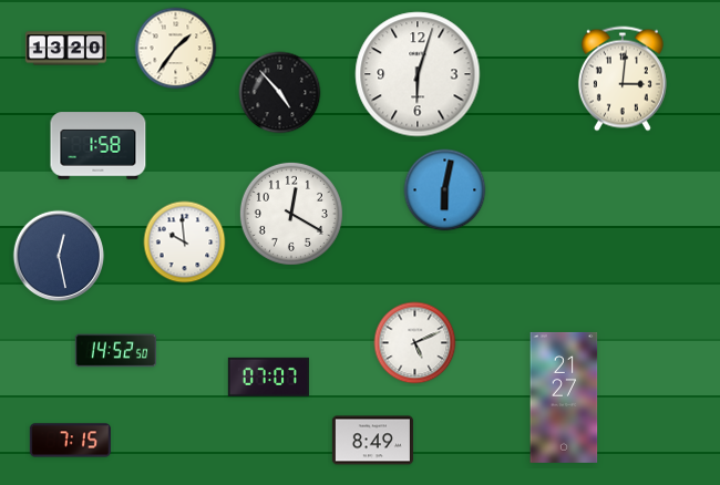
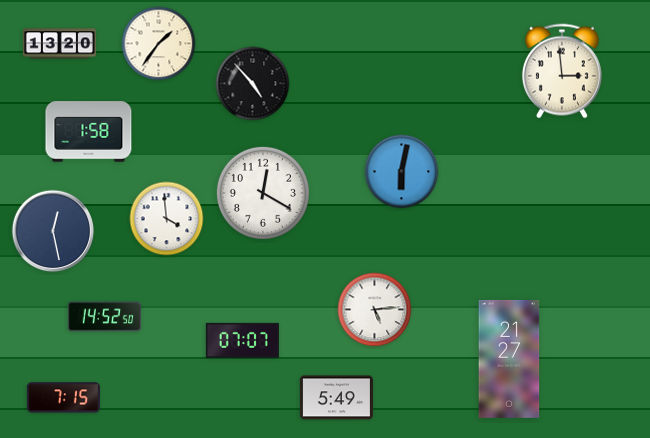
clock at (418, 74): 6:03 -> none
clock at (623, 79): 3:01 -> 2:59
clock at (185, 242): 9:59 -> 3:59
clock at (415, 343): 5:11 -> 5:14
clock at (372, 441): 8:49 -> 5:49
